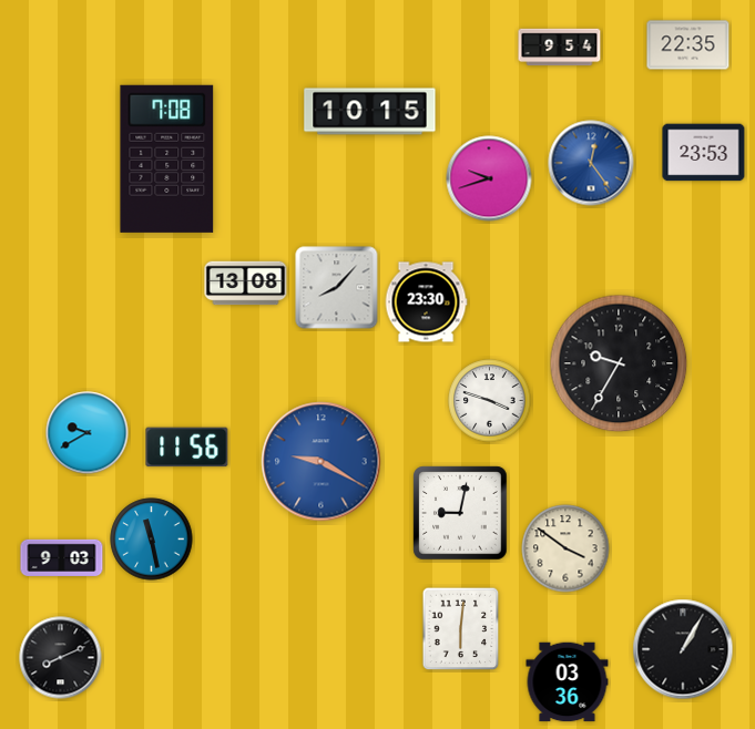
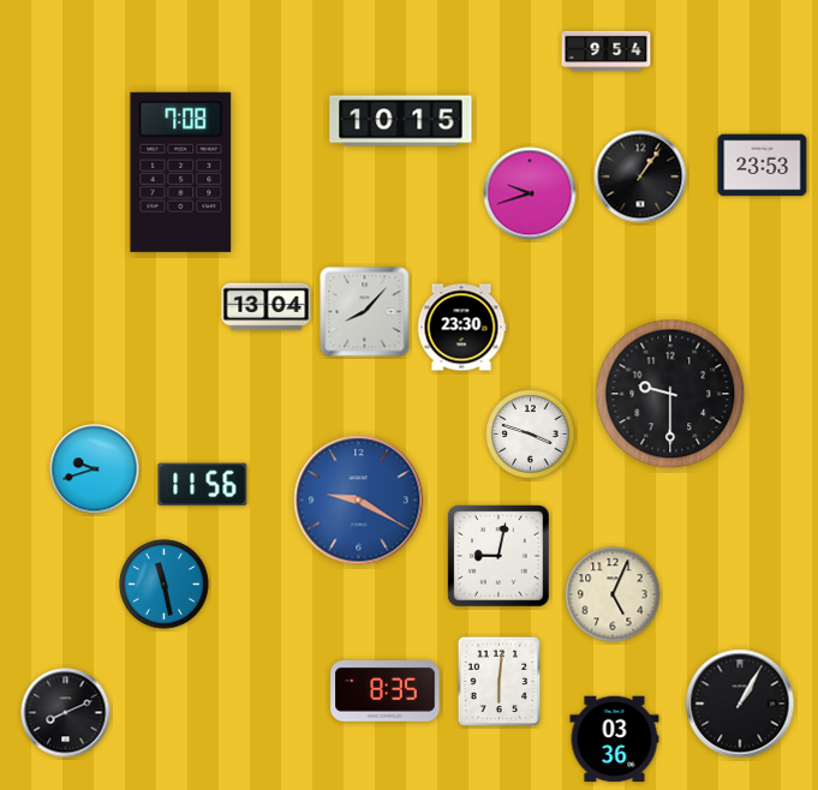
clock at (688, 45): 22:35 -> none
clock at (591, 163): 12:24 -> 1:06
clock at (591, 163) dial: blue -> black
clock at (246, 284): 13:08 -> 13:04
clock at (619, 363): 9:35 -> 9:30
clock at (88, 433): 9:40 -> 9:42
clock at (322, 462) position: (322, 462) -> (359, 501)
clock at (565, 548): 3:51 -> 5:04
clock at (62, 557): 9:03 -> none
clock at (386, 692): none -> 8:35
